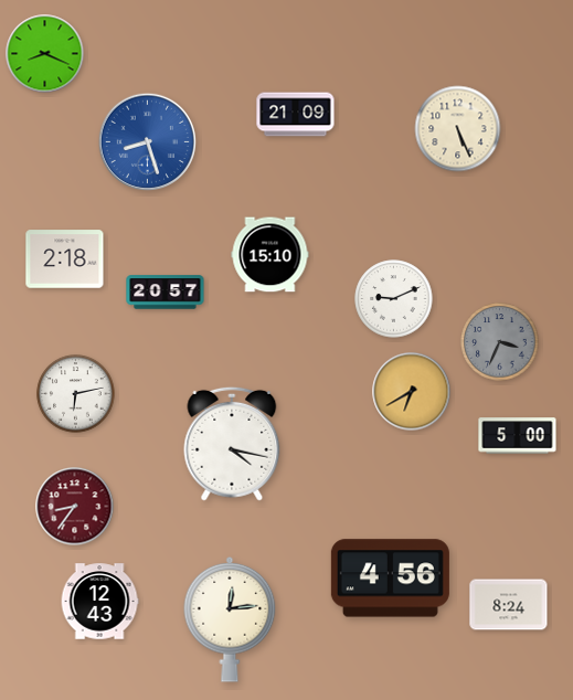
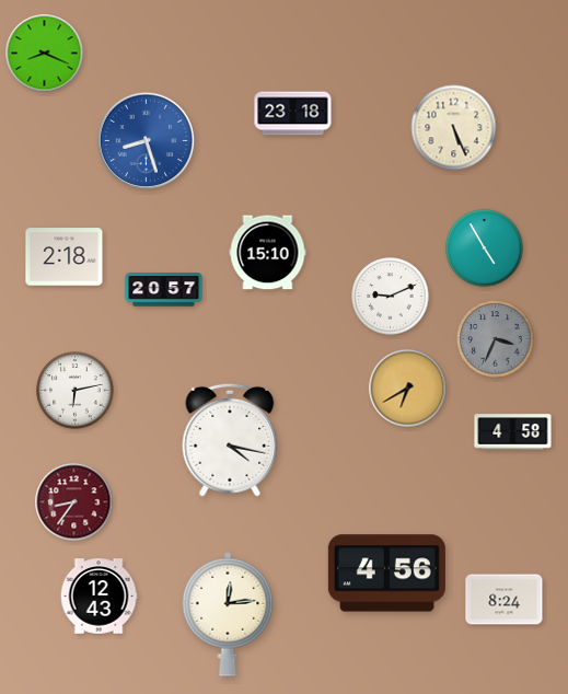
clock at (296, 115): 21:09 -> 23:18
clock at (485, 248): none -> 4:55
clock at (518, 436): 5:00 -> 4:58
